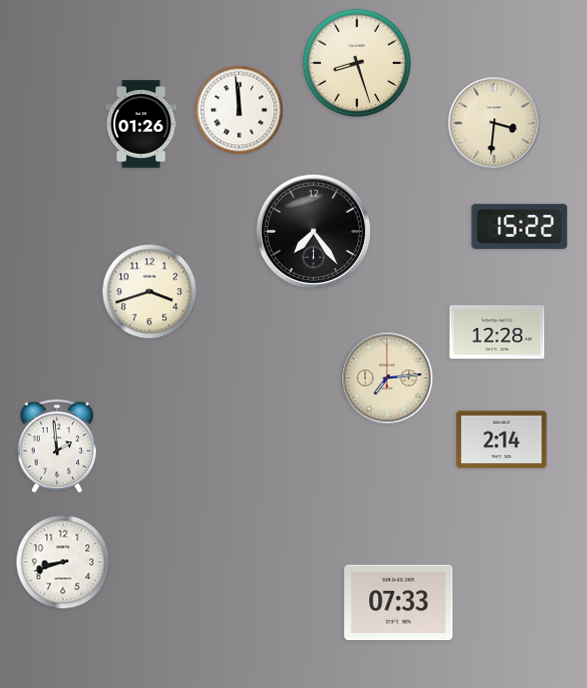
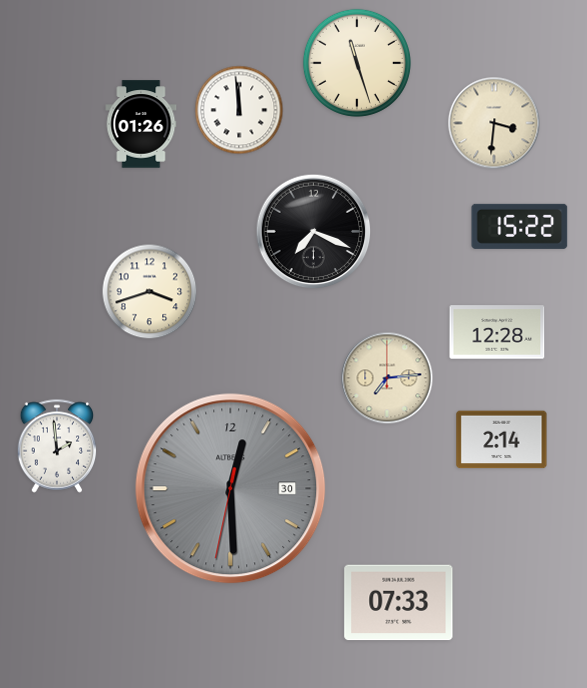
clock at (357, 63): 8:27 -> 11:27
clock at (314, 232): 7:24 -> 7:19
clock at (231, 489): none -> 12:29
clock at (63, 562): 8:42 -> none
